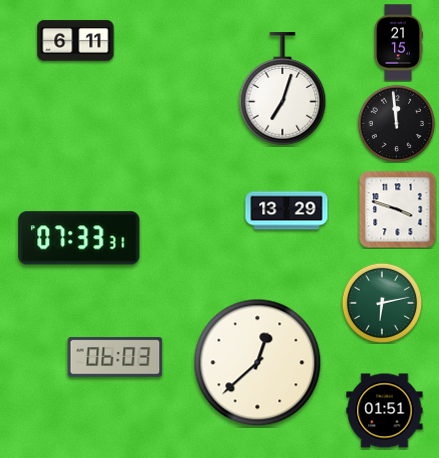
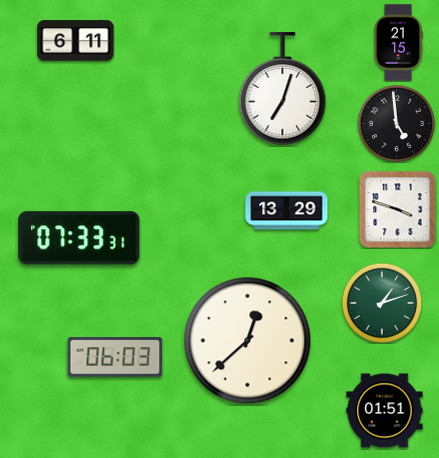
clock at (396, 123): 11:59 -> 4:59
clock at (381, 302): 6:13 -> 1:12
clock at (258, 363) position: (258, 363) -> (248, 341)
